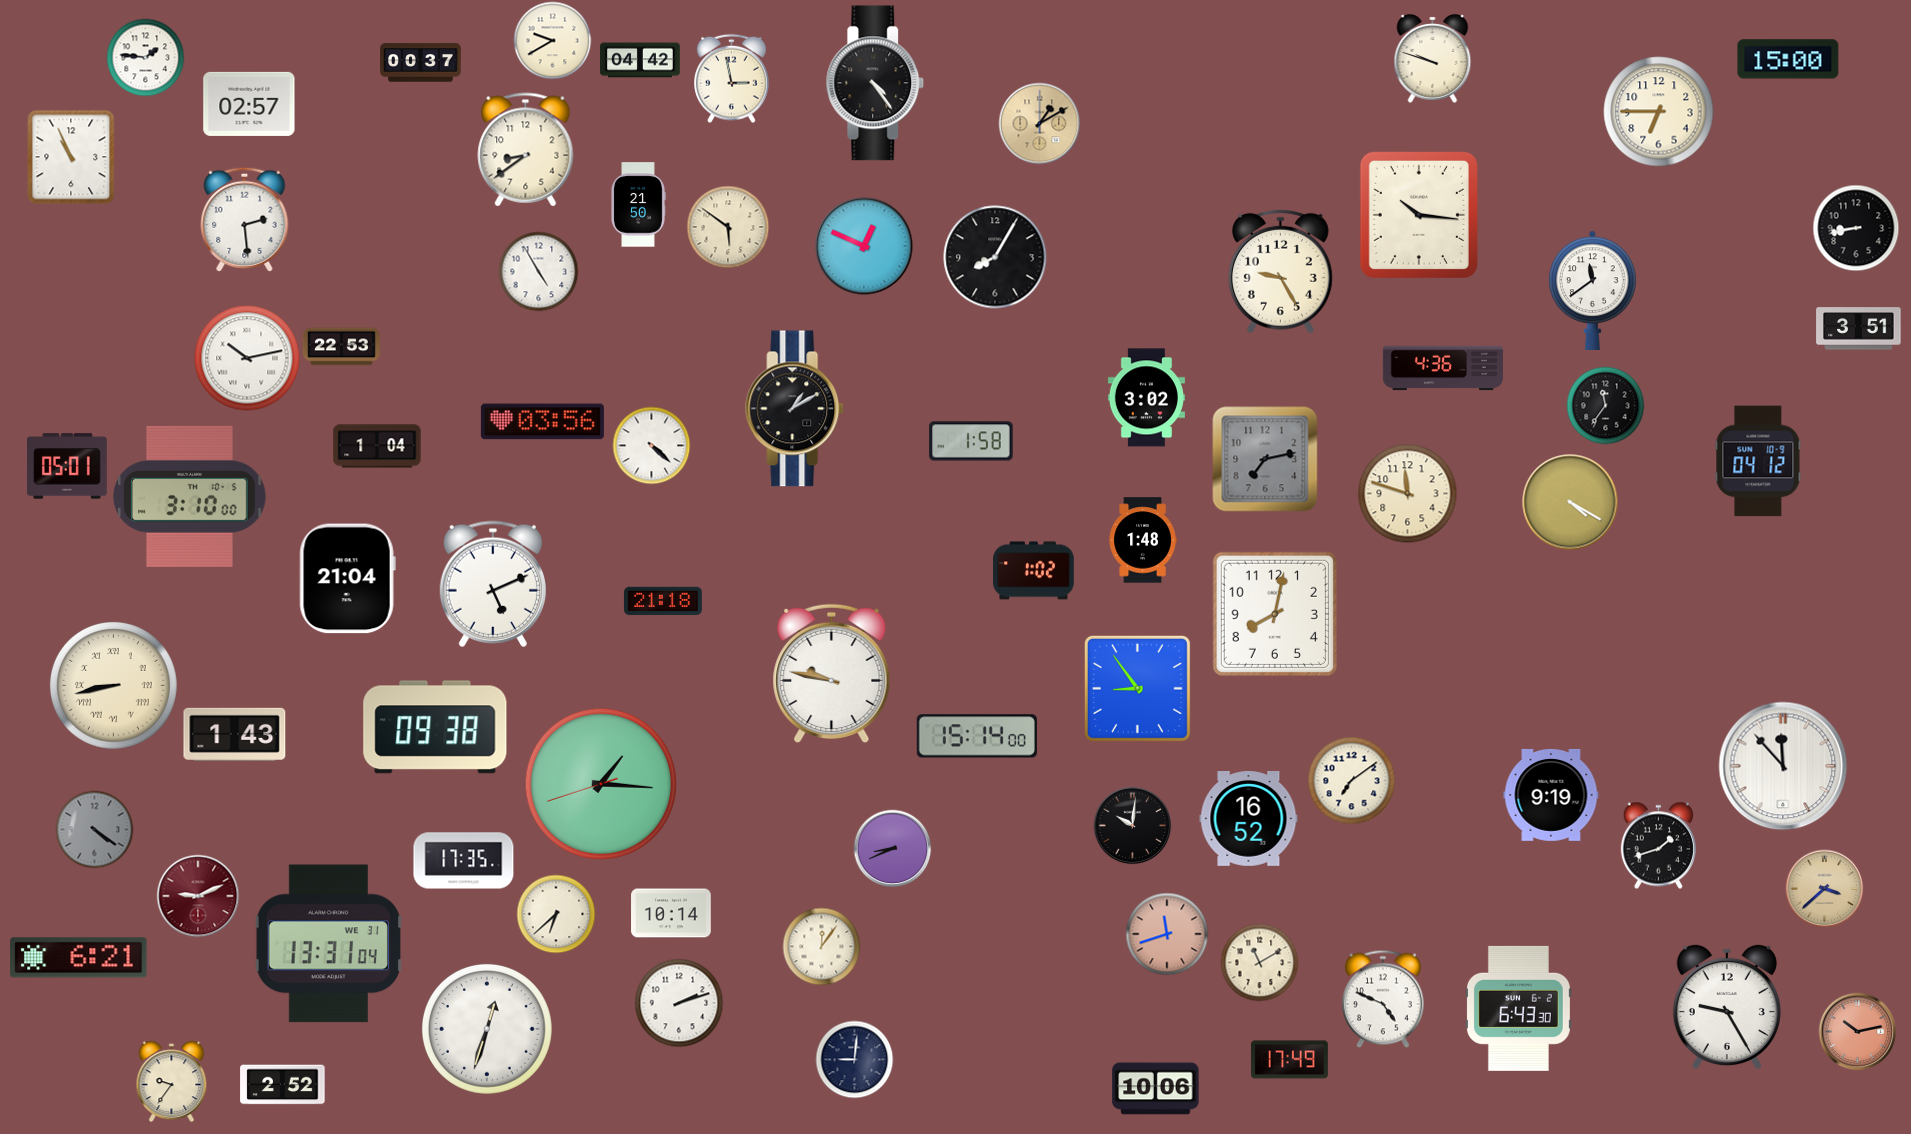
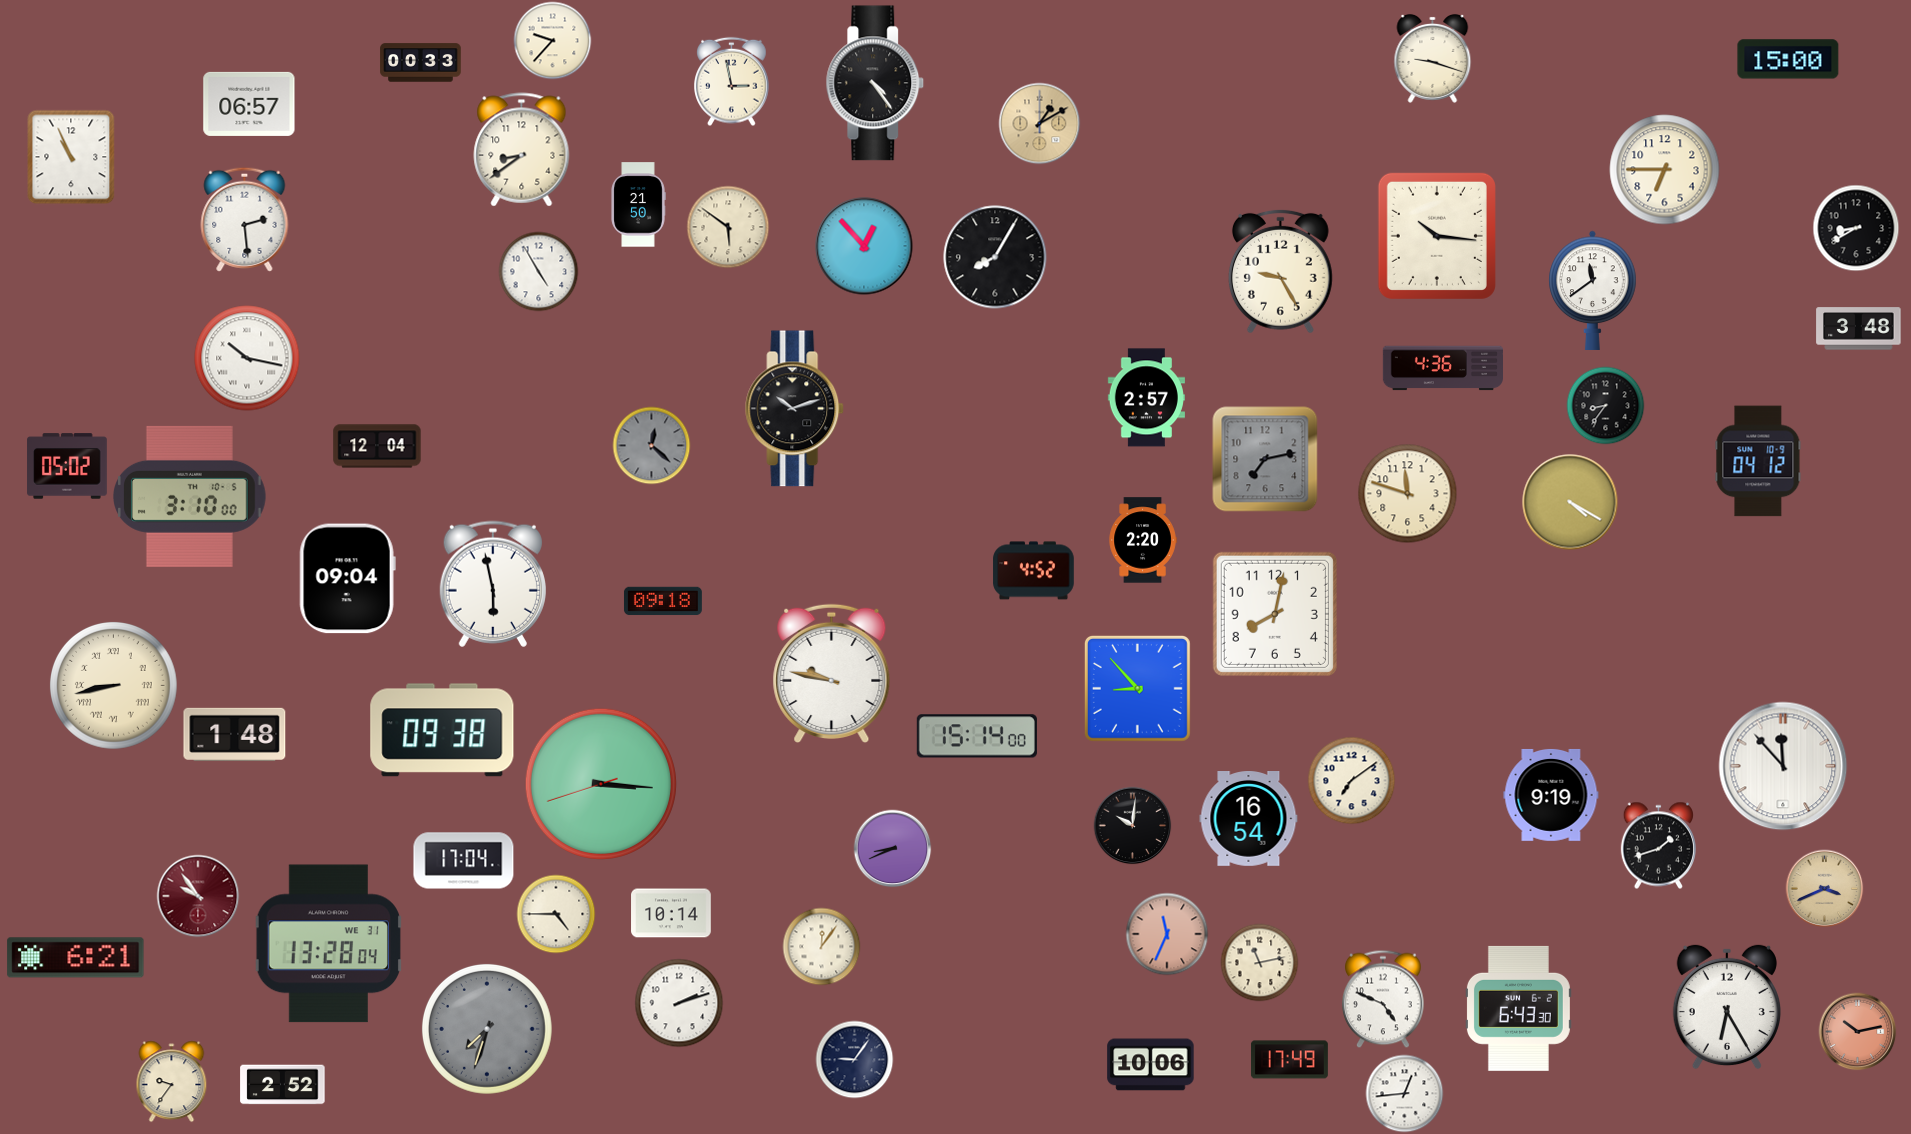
clock at (552, 40): 9:40 -> 9:37
clock at (145, 57): 1:46 -> none
clock at (1433, 58): 9:48 -> 9:18
clock at (640, 60): 04:42 -> none
clock at (421, 63): 00:37 -> 00:33
clock at (732, 78) position: (732, 78) -> (732, 81)
clock at (249, 104): 02:57 -> 06:57
clock at (1659, 112) position: (1659, 112) -> (1665, 170)
clock at (526, 150) position: (526, 150) -> (522, 150)
clock at (1419, 215) position: (1419, 215) -> (1437, 236)
clock at (1856, 228): 8:43 -> 8:40
clock at (864, 246): 12:49 -> 12:53
clock at (1859, 329): 3:51 -> 3:48
clock at (341, 347): 22:53 -> none
clock at (247, 358): 10:13 -> 10:17
clock at (1146, 398): 3:02 -> 2:57
clock at (1605, 405): 11:36 -> 8:36
clock at (795, 409): 1:10 -> 10:12
clock at (542, 422): 03:56 -> none
clock at (971, 441): 1:58 -> none
clock at (651, 445): 4:22 -> 12:22
clock at (651, 445) dial: white -> grey
clock at (377, 446): 1:04 -> 12:04
clock at (67, 466): 05:01 -> 05:02
clock at (1143, 540): 1:48 -> 2:20
clock at (1034, 571): 1:02 -> 4:52
clock at (347, 579): 21:04 -> 09:04
clock at (493, 584): 5:11 -> 5:58
clock at (663, 601): 21:18 -> 09:18
clock at (1137, 688): 8:54 -> 8:53
clock at (435, 727) position: (435, 727) -> (442, 730)
clock at (235, 734): 1:43 -> 1:48
clock at (601, 784): 1:15 -> 3:15
clock at (1249, 819): 16:52 -> 16:54
clock at (94, 829): 4:21 -> none
clock at (464, 861): 17:35 -> 17:04
clock at (1824, 888): 3:38 -> 3:41
clock at (198, 896): 9:11 -> 9:54
clock at (556, 914): 6:38 -> 4:45
clock at (1167, 934): 11:42 -> 11:34
clock at (328, 944): 13:31 -> 13:28
clock at (79, 958) position: (79, 958) -> (76, 958)
clock at (1259, 962): 11:10 -> 11:13
clock at (1727, 1007): 9:25 -> 6:25
clock at (487, 1029): 12:33 -> 7:33
clock at (487, 1029) dial: white -> grey
clock at (854, 1059): 9:01 -> 9:06
clock at (1156, 1089) position: (1156, 1089) -> (1151, 1065)
clock at (1404, 1093): none -> 12:44
